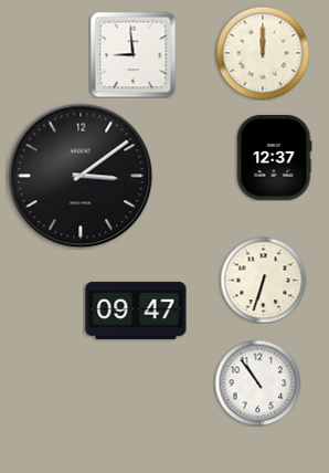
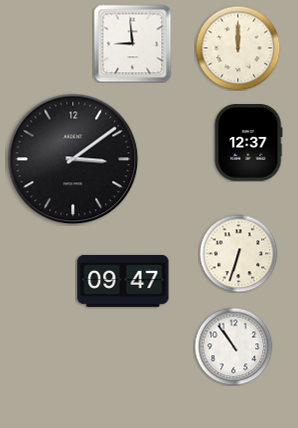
clock at (132, 54) position: (132, 54) -> (132, 43)
